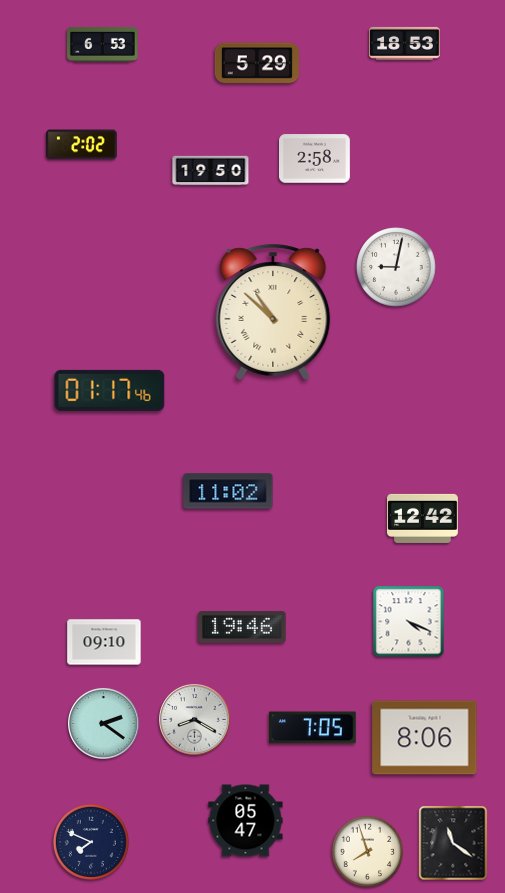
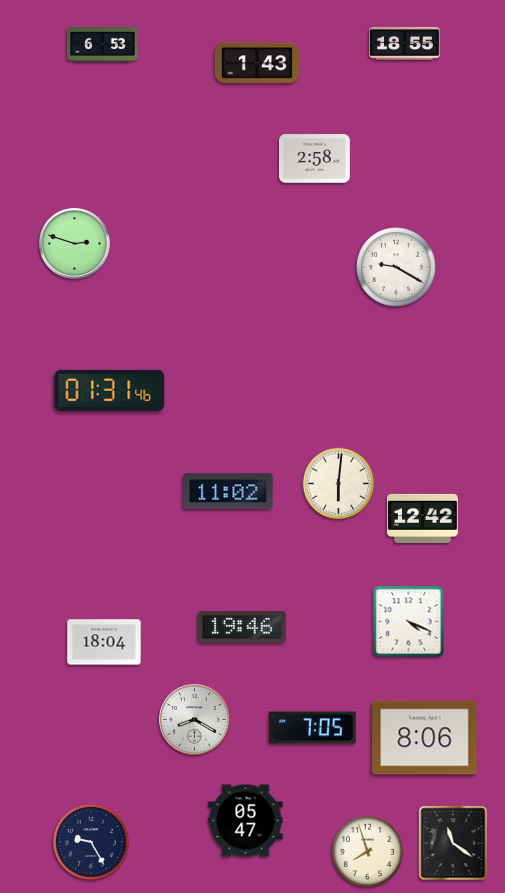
clock at (405, 43): 18:53 -> 18:55
clock at (257, 63): 5:29 -> 1:43
clock at (82, 145): 2:02 -> none
clock at (211, 171): 19:50 -> none
clock at (75, 244): none -> 2:48
clock at (396, 267): 9:02 -> 9:20
clock at (273, 312): 10:52 -> none
clock at (110, 390): 01:17 -> 01:31
clock at (339, 484): none -> 6:01
clock at (104, 642): 09:10 -> 18:04
clock at (104, 724): 2:21 -> none
clock at (91, 842): 7:49 -> 9:25
